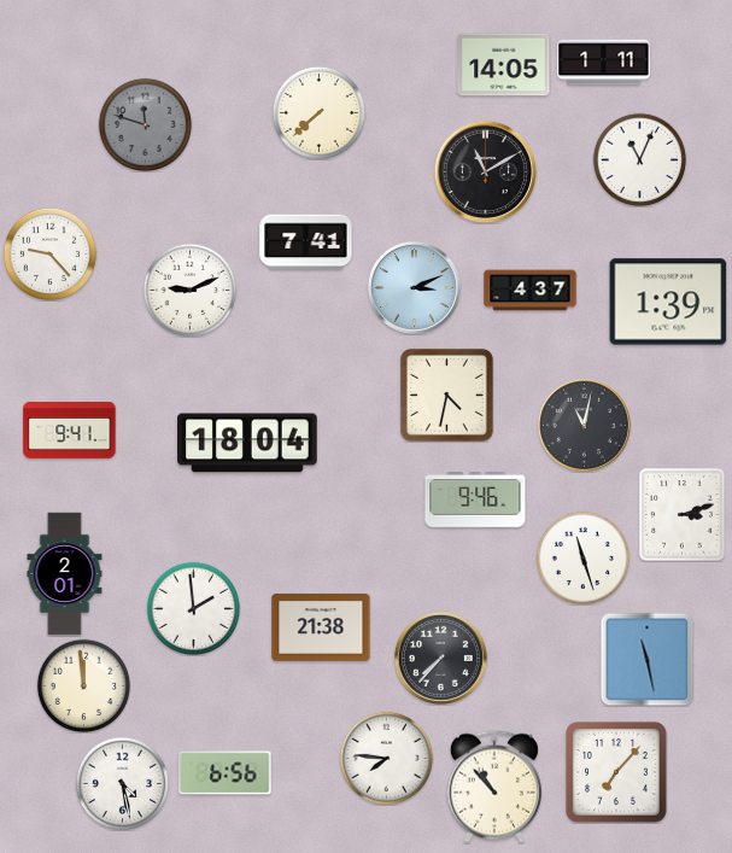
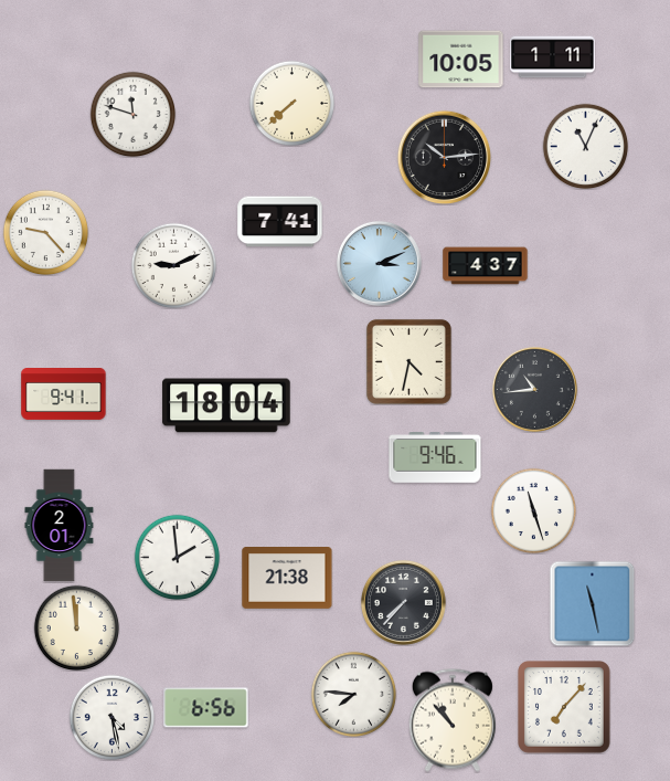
clock at (504, 65): 14:05 -> 10:05
clock at (145, 124) dial: grey -> white
clock at (485, 171): 11:10 -> 10:14
clock at (668, 302): 1:39 -> none
clock at (584, 425): 11:02 -> 10:44
clock at (683, 515): 3:12 -> none
clock at (321, 629) position: (321, 629) -> (287, 579)
